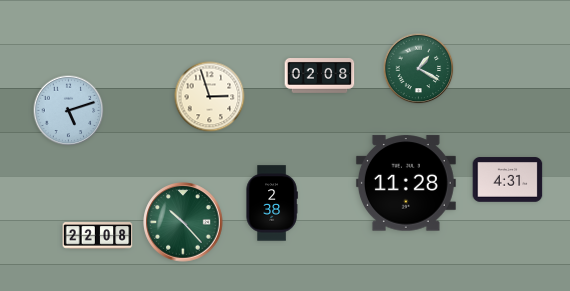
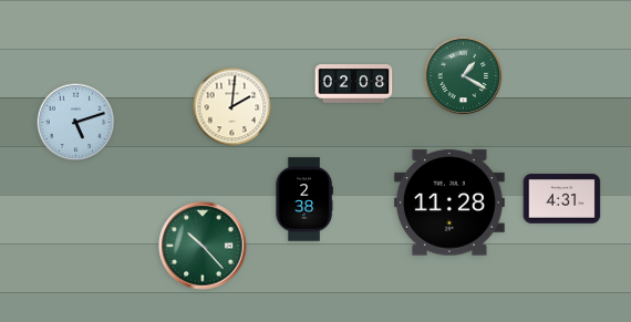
clock at (210, 97): 2:57 -> 2:01
clock at (272, 203) position: (272, 203) -> (304, 199)
clock at (98, 236): 22:08 -> none
